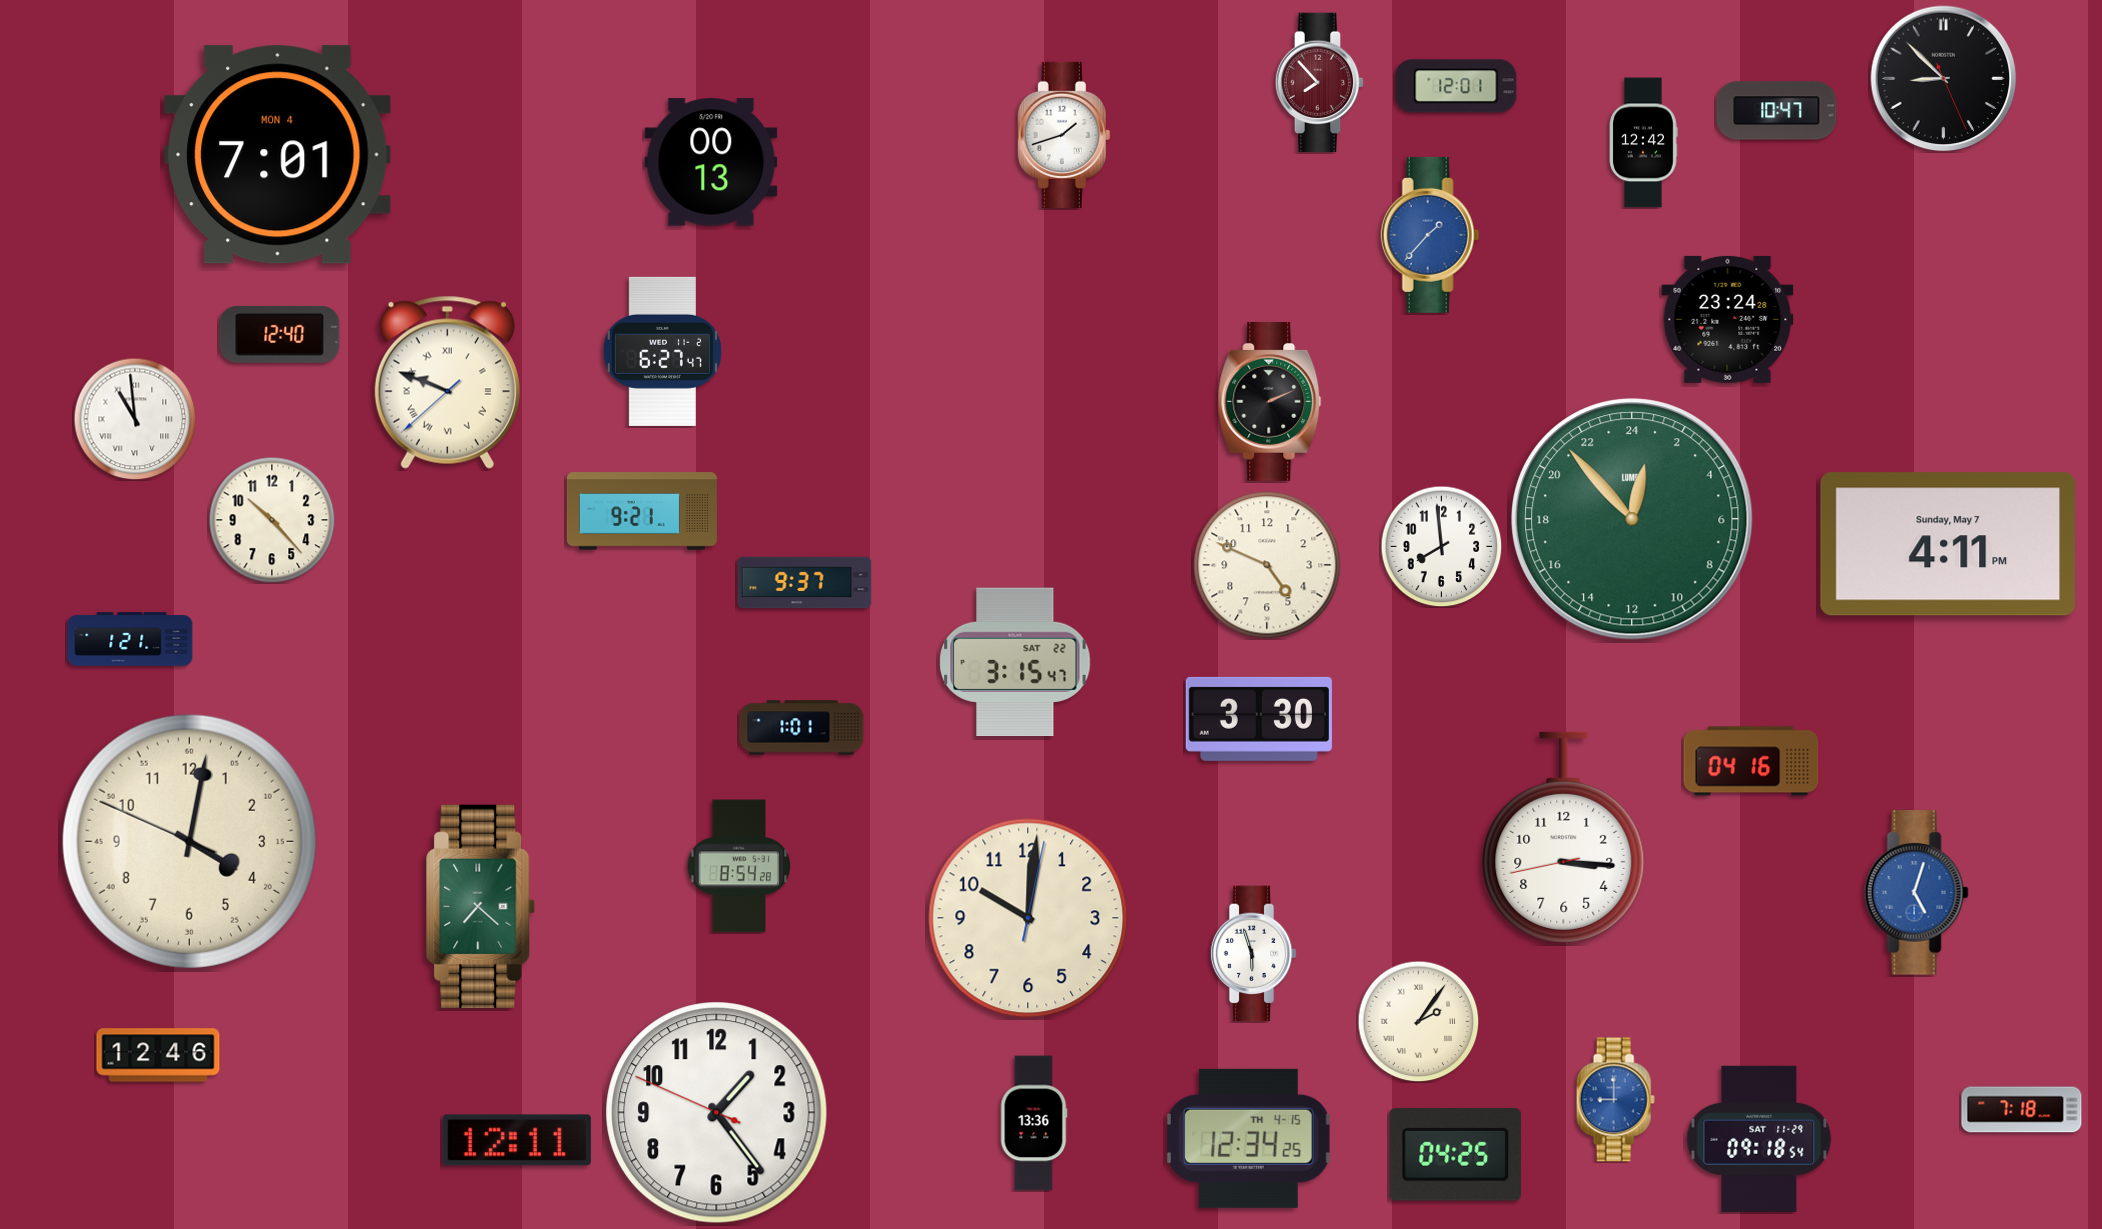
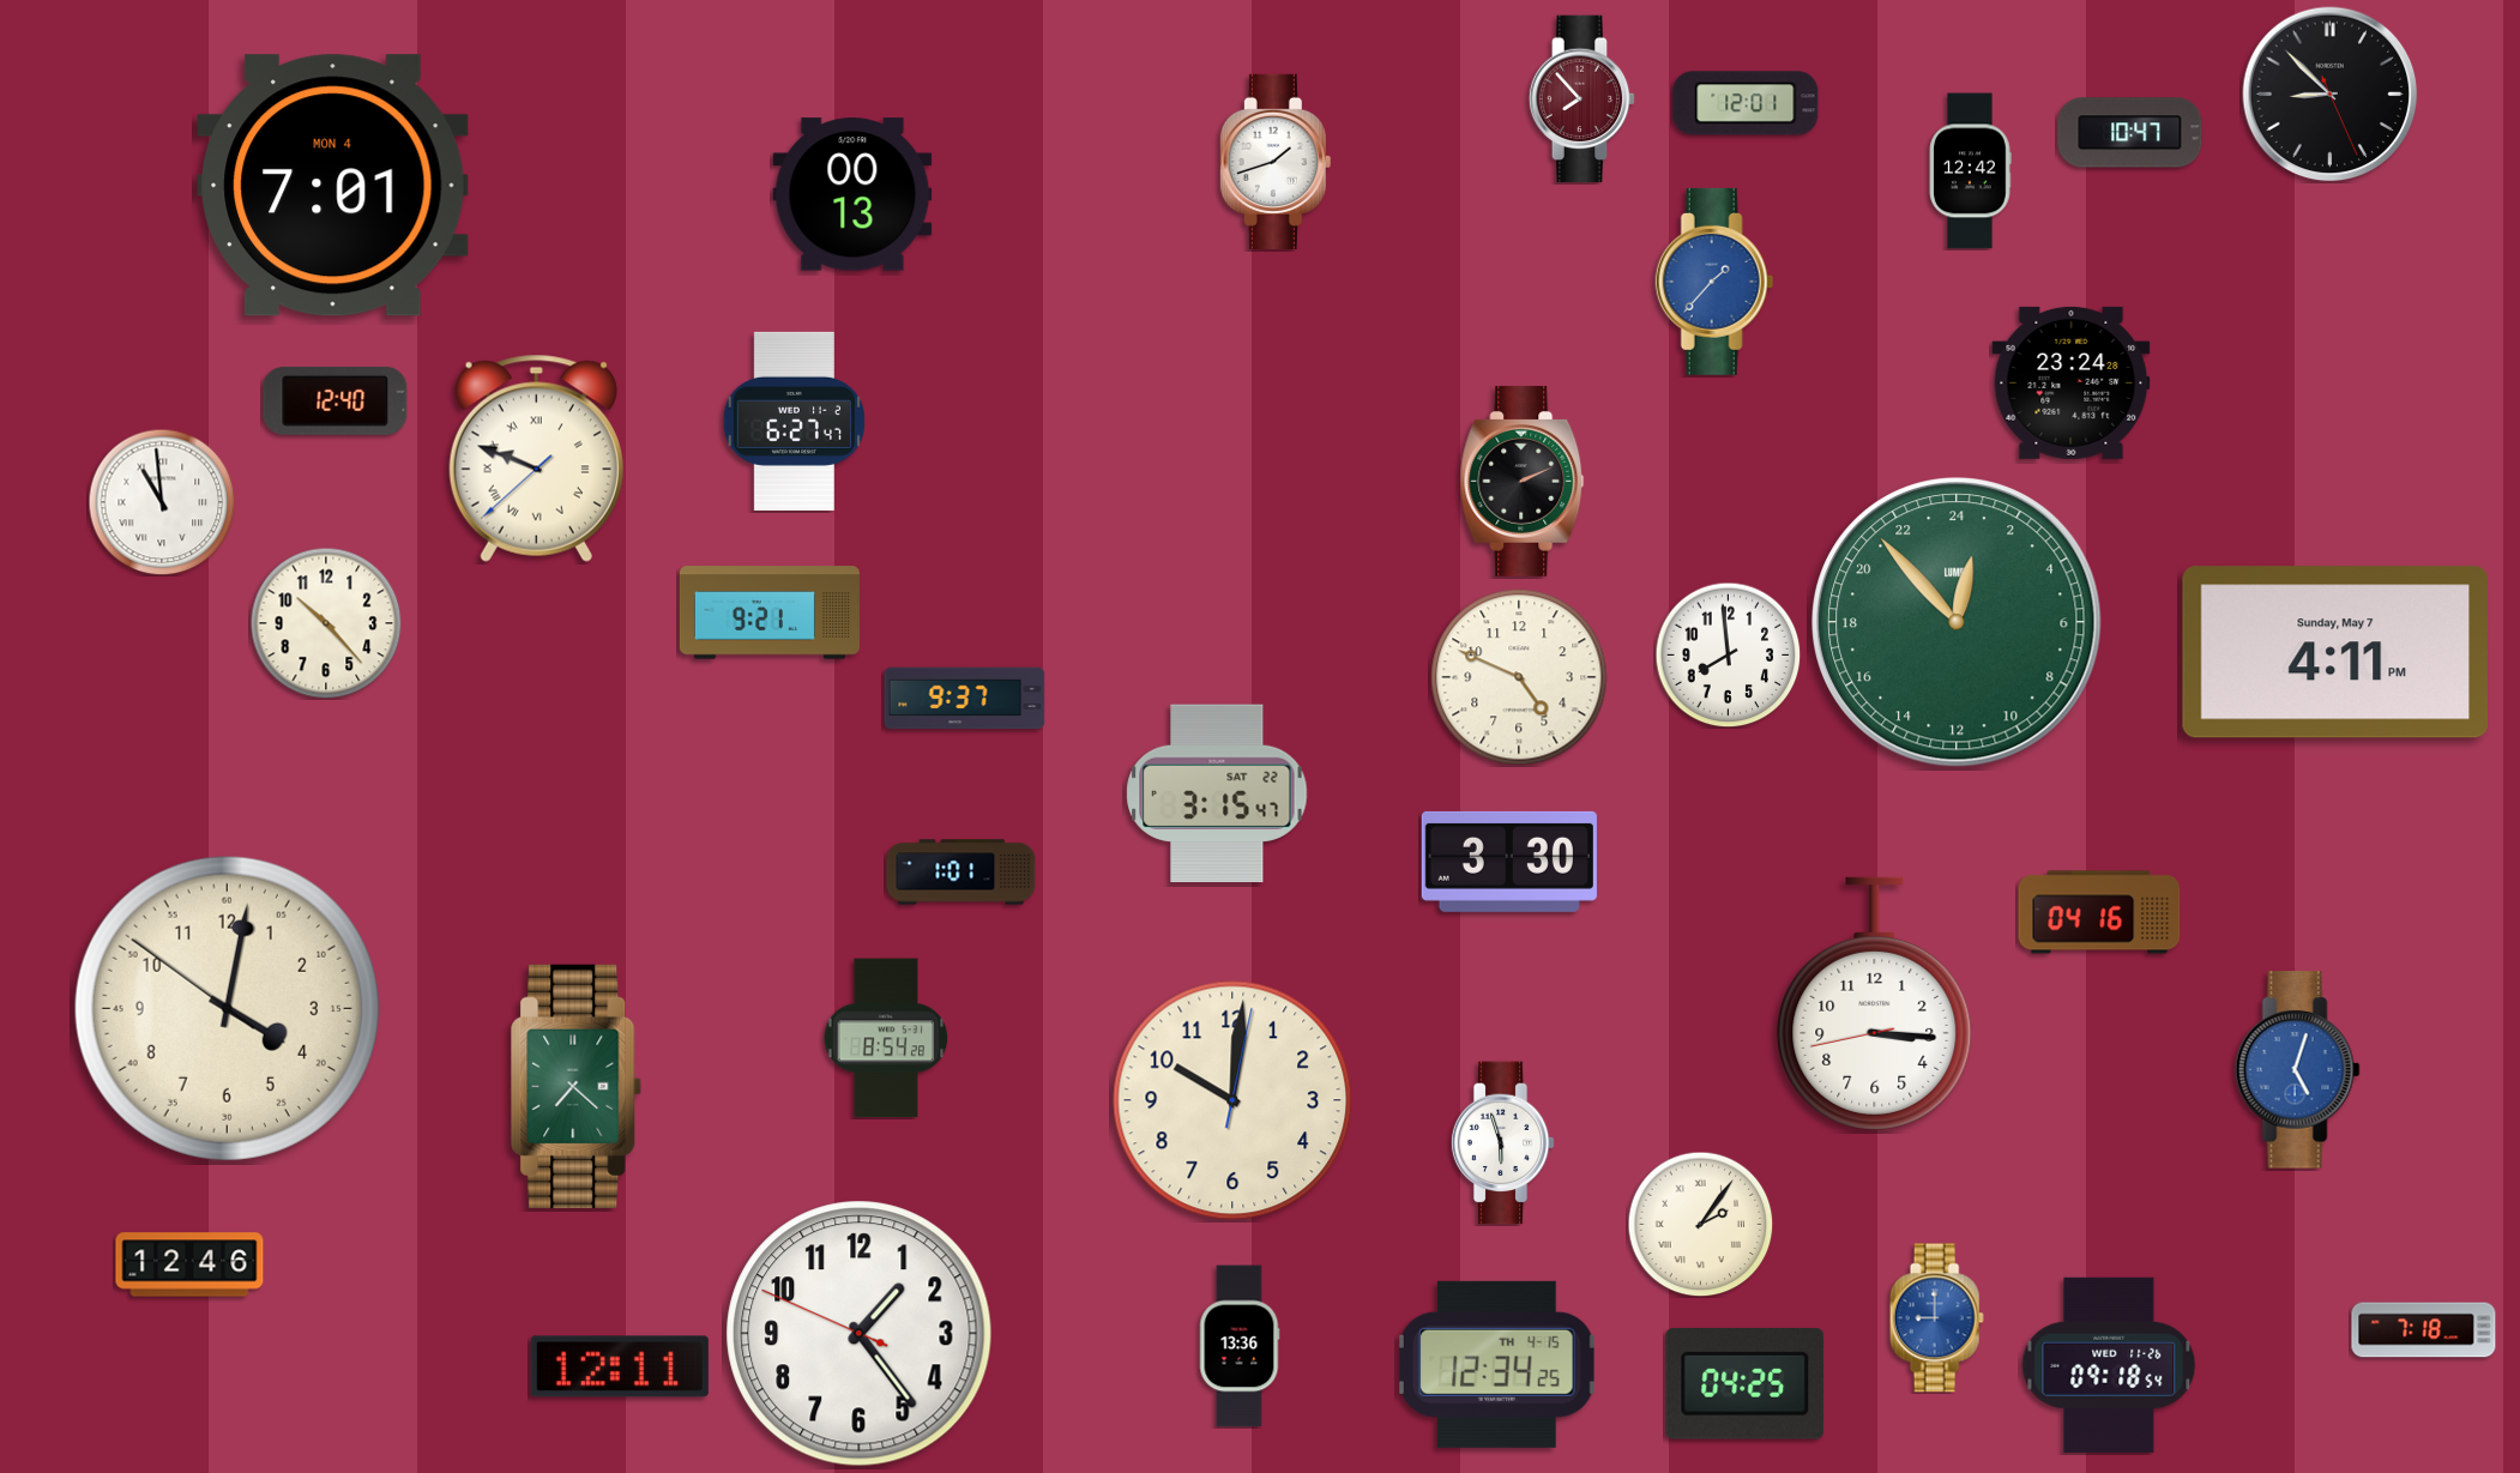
clock at (130, 639): 1:21 -> none
clock at (189, 841): 4:01:49 -> 4:01:51
clock at (1759, 1139) date: SAT 11-29 -> WED 11-26
